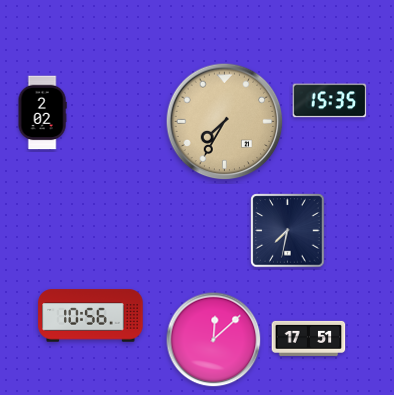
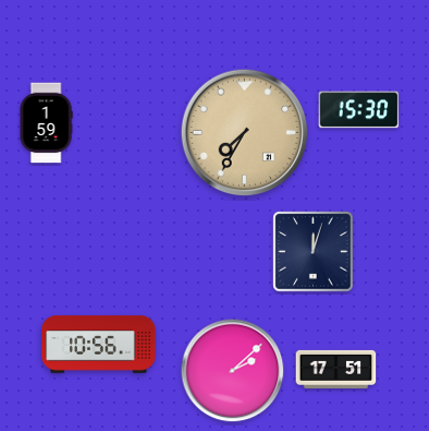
clock at (330, 101): 15:35 -> 15:30
clock at (42, 113): 2:02 -> 1:59
clock at (288, 231): 7:32 -> 12:03
clock at (214, 340): 12:08 -> 2:08
